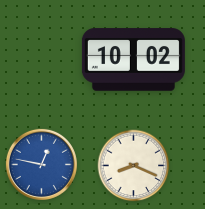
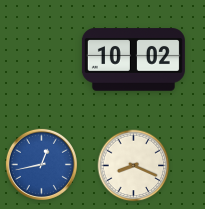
clock at (41, 164): 12:47 -> 12:43
